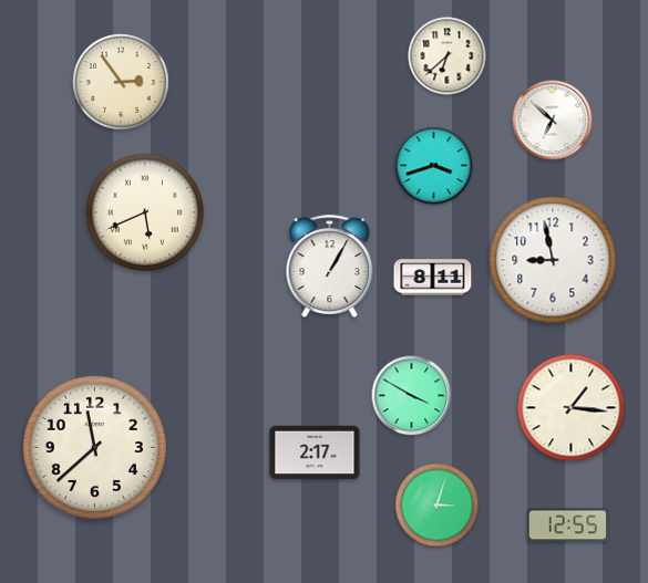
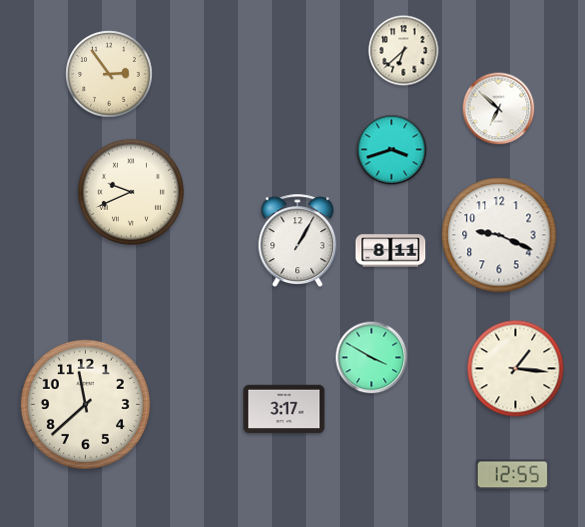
clock at (145, 212): 5:41 -> 9:41
clock at (553, 260): 8:58 -> 9:19
clock at (315, 452): 2:17 -> 3:17
clock at (438, 506): 3:03 -> none
